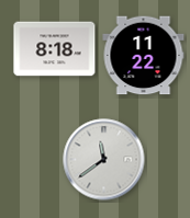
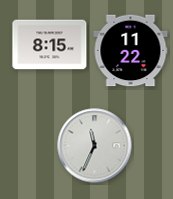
clock at (55, 49): 8:18 -> 8:15
clock at (104, 160): 11:39 -> 11:34
